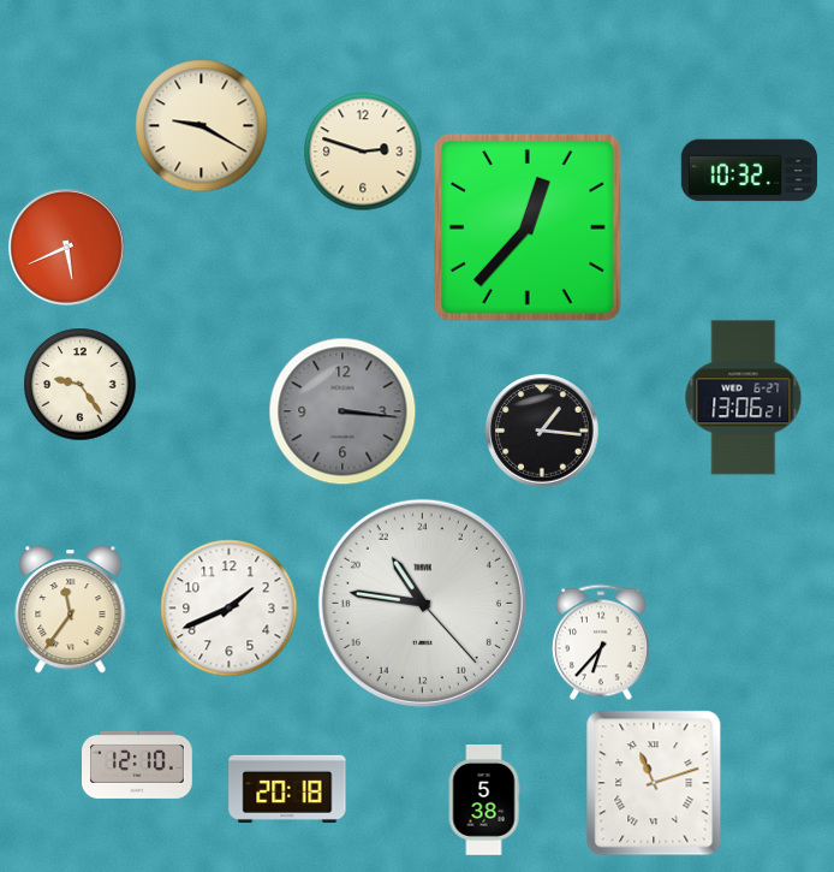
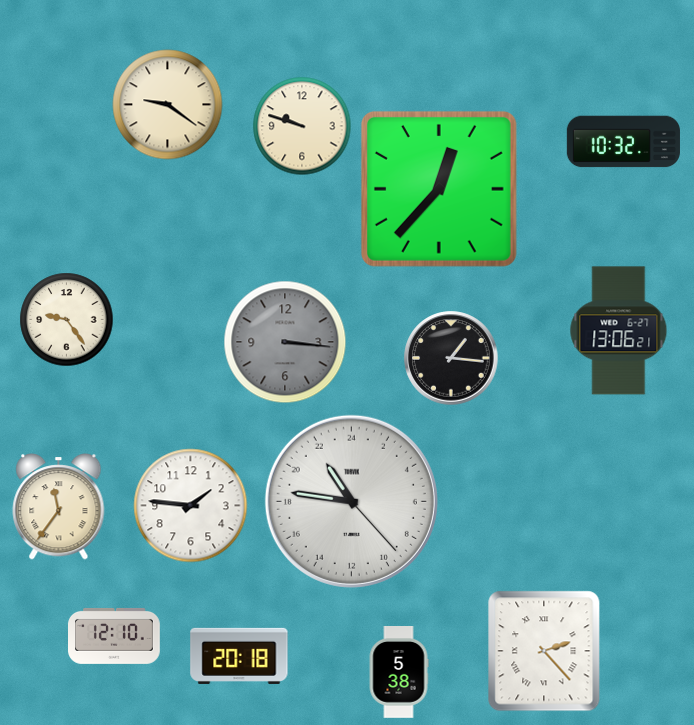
clock at (202, 126): 9:20 -> 9:21
clock at (363, 152): 2:48 -> 9:48
clock at (67, 248): 5:41 -> none
clock at (230, 609): 1:41 -> 1:46
clock at (602, 642): 6:37 -> none
clock at (654, 783): 11:12 -> 2:23
clock at (484, 801) position: (484, 801) -> (399, 673)
